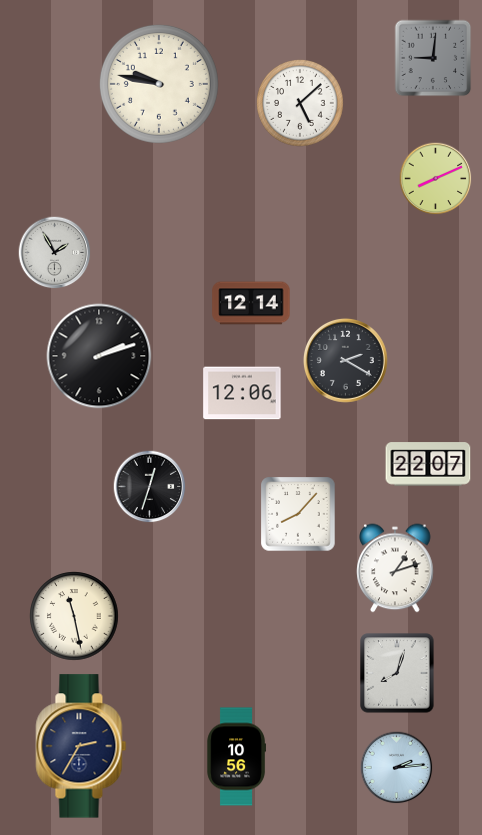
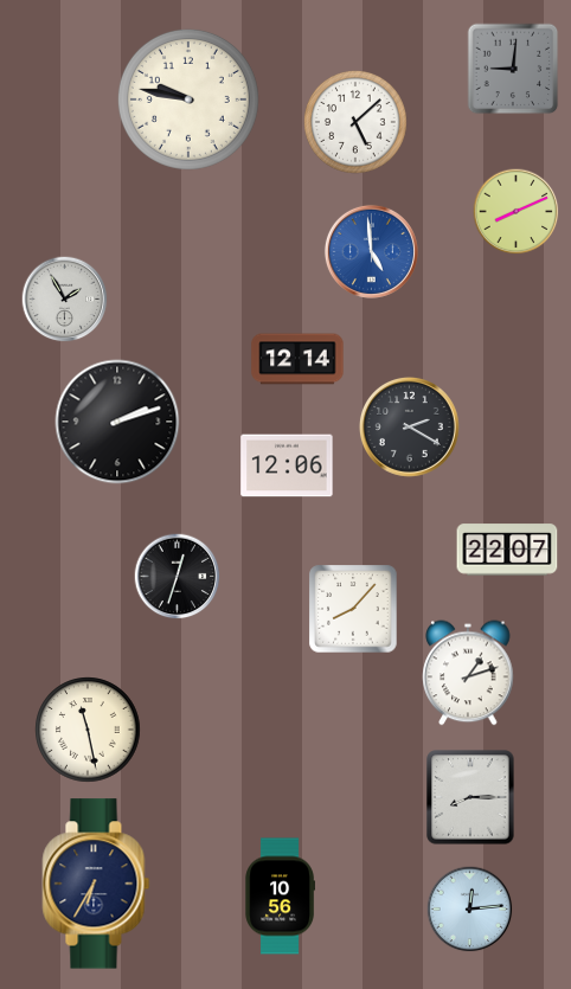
clock at (371, 251): none -> 4:59
clock at (397, 673): 8:03 -> 8:15
clock at (81, 746): 2:35 -> 6:35
clock at (397, 768): 2:14 -> 12:14
